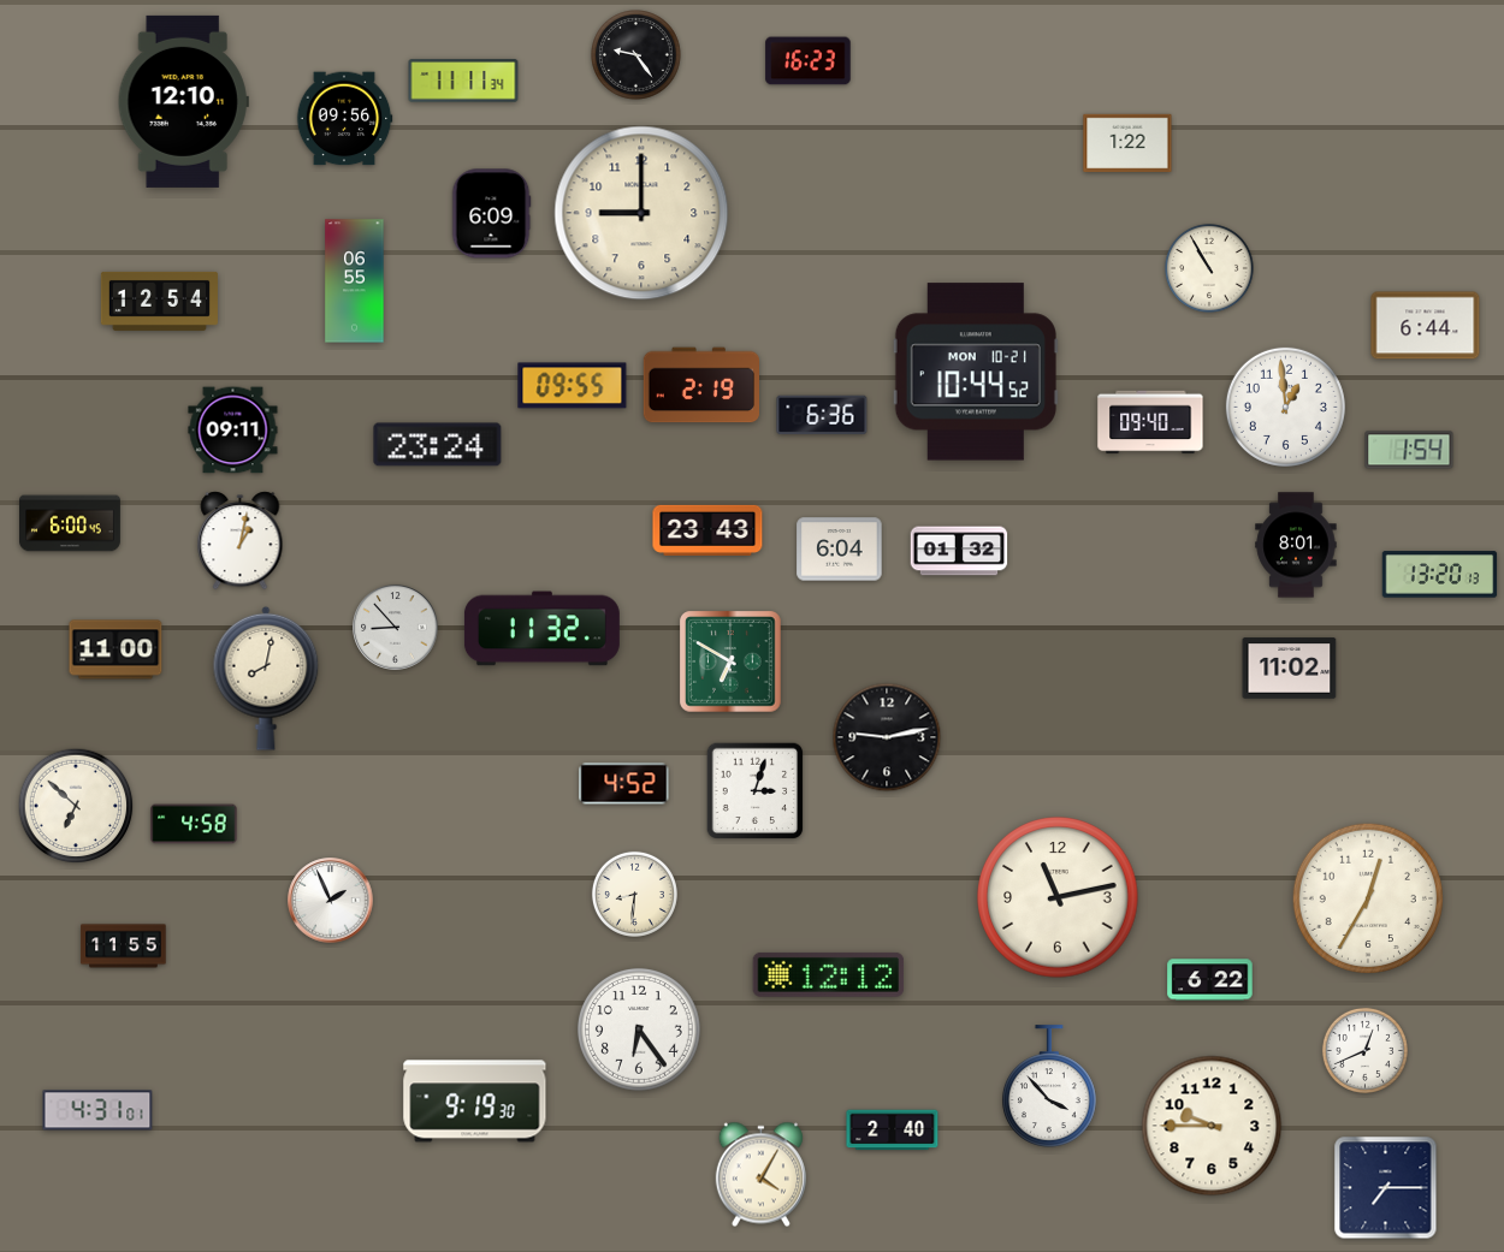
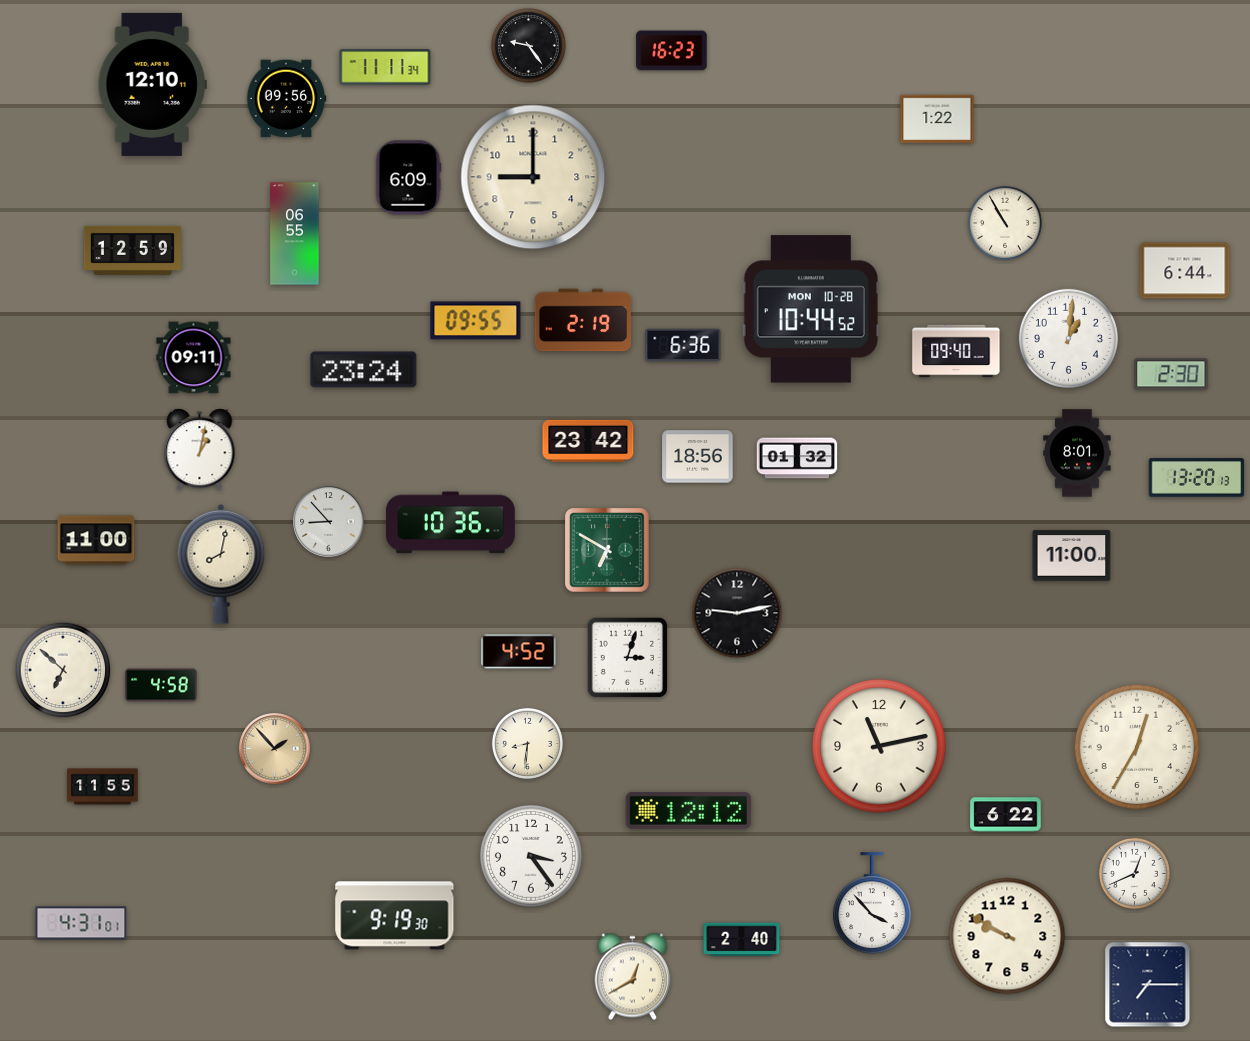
clock at (159, 301): 12:54 -> 12:59
clock at (976, 372) date: MON 10-21 -> MON 10-28
clock at (1285, 407): 12:59 -> 1:01
clock at (1409, 450): 1:54 -> 2:30
clock at (71, 523): 6:00 -> none
clock at (707, 530): 23:43 -> 23:42
clock at (840, 550): 6:04 -> 18:56
clock at (541, 629): 11:32 -> 10:36
clock at (1290, 669): 11:02 -> 11:00
clock at (331, 901): 1:56 -> 1:53
clock at (331, 901) dial: white -> champagne
clock at (639, 1030): 6:24 -> 3:24
clock at (1212, 1126): 9:45 -> 9:50
clock at (760, 1175): 4:05 -> 12:40
clock at (1386, 1188) position: (1386, 1188) -> (1148, 985)
